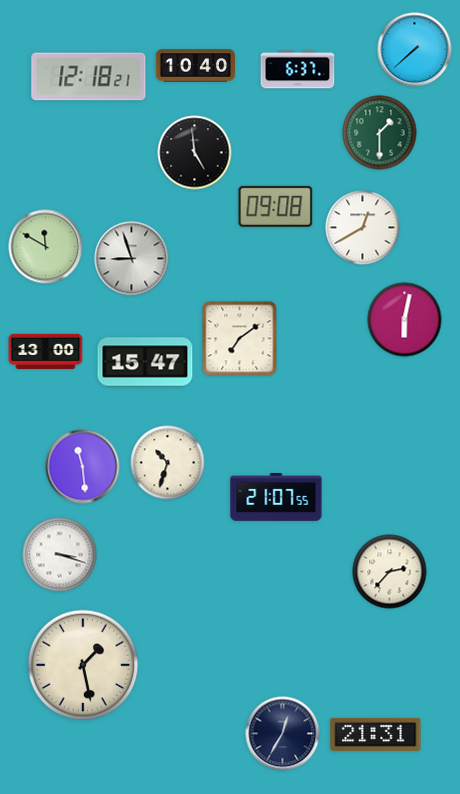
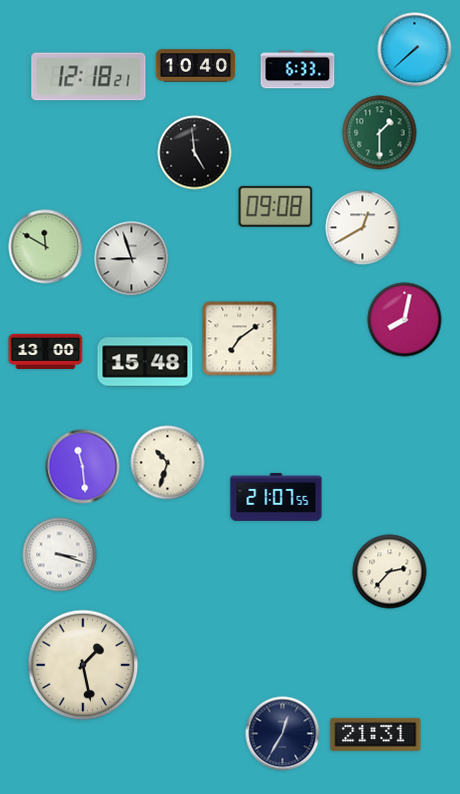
clock at (298, 70): 6:37 -> 6:33
clock at (405, 320): 6:02 -> 8:02
clock at (145, 362): 15:47 -> 15:48
